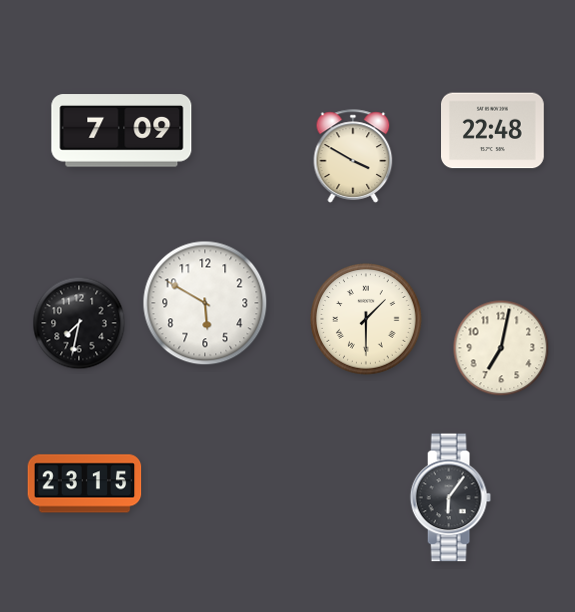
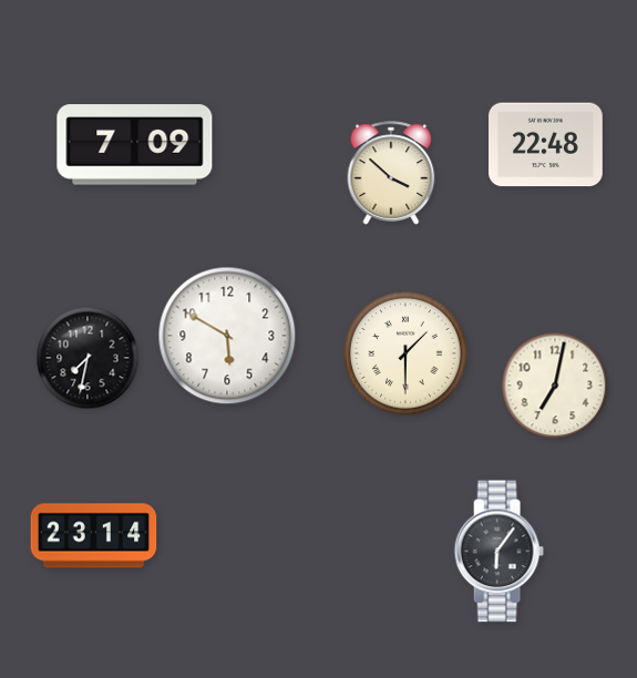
clock at (353, 156): 3:50 -> 3:52
clock at (85, 484): 23:15 -> 23:14
